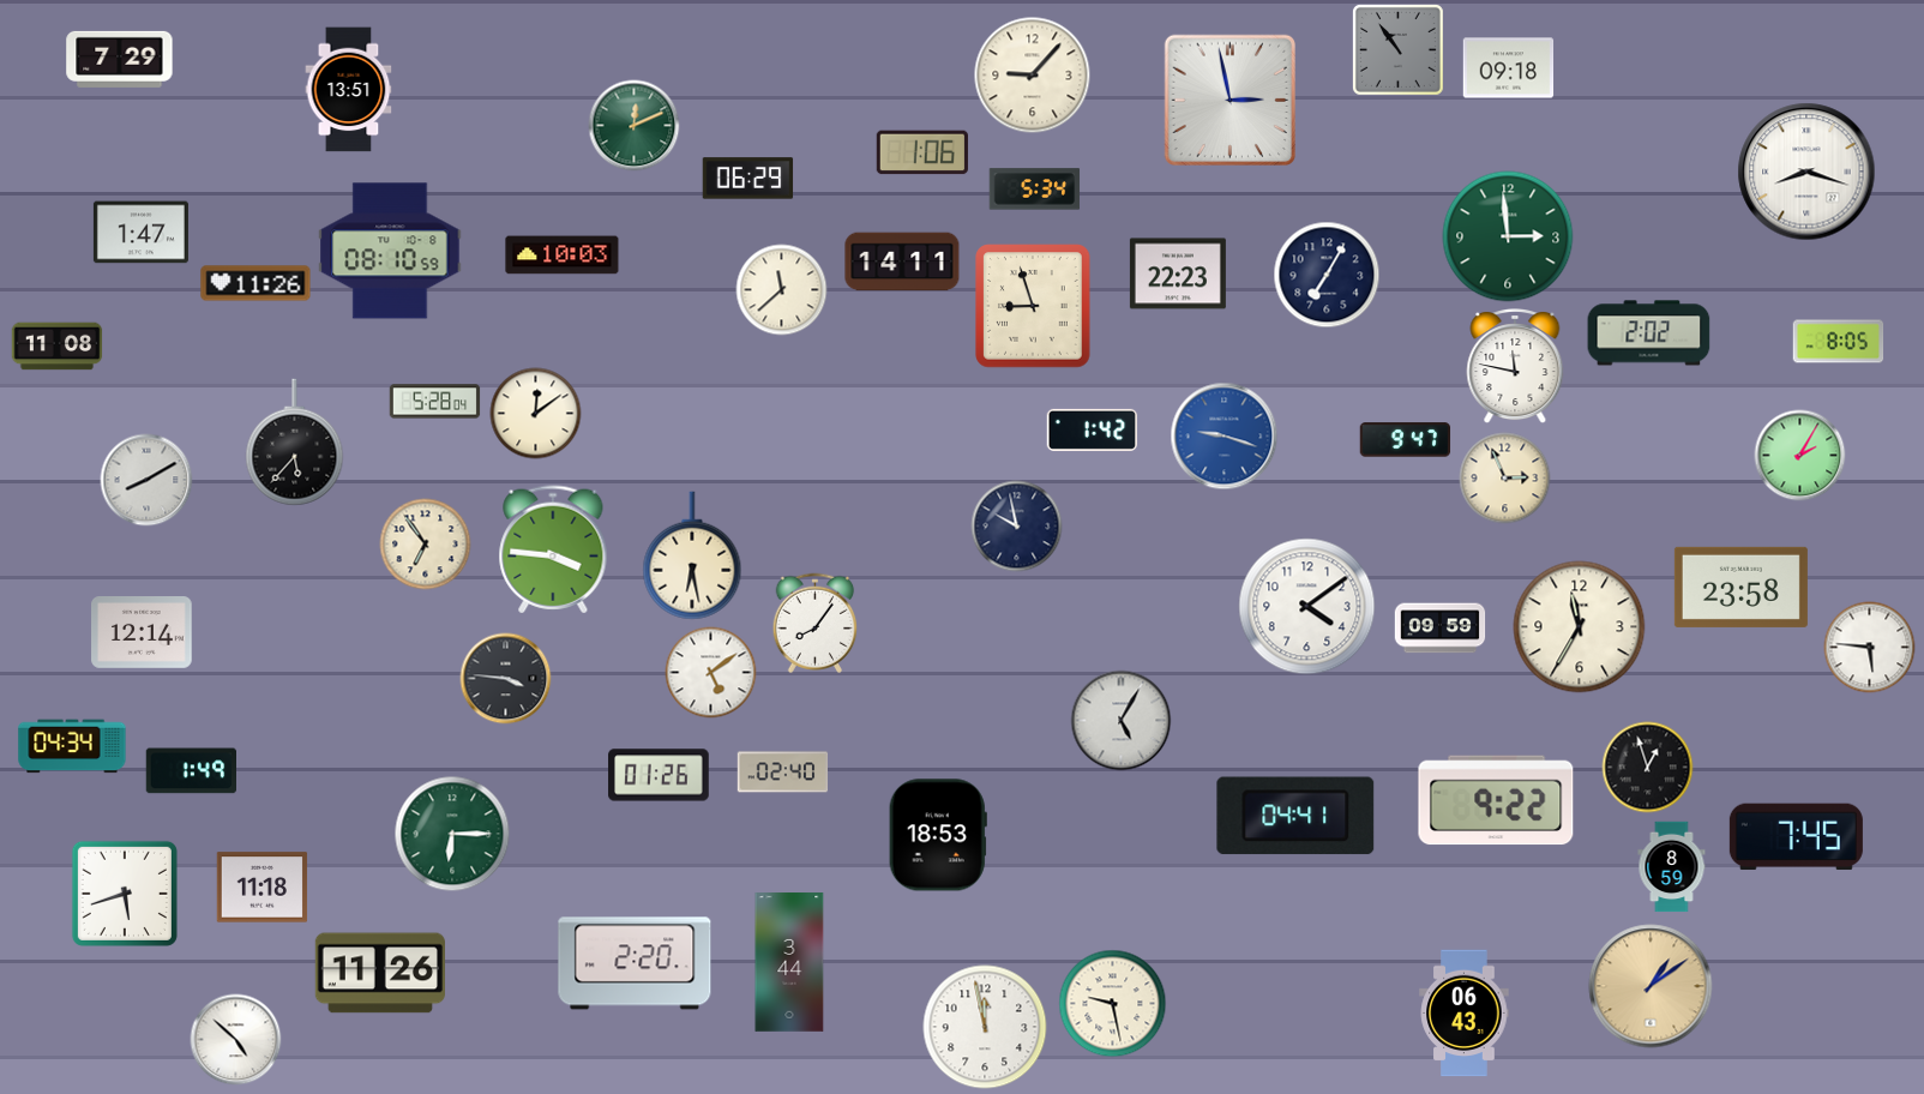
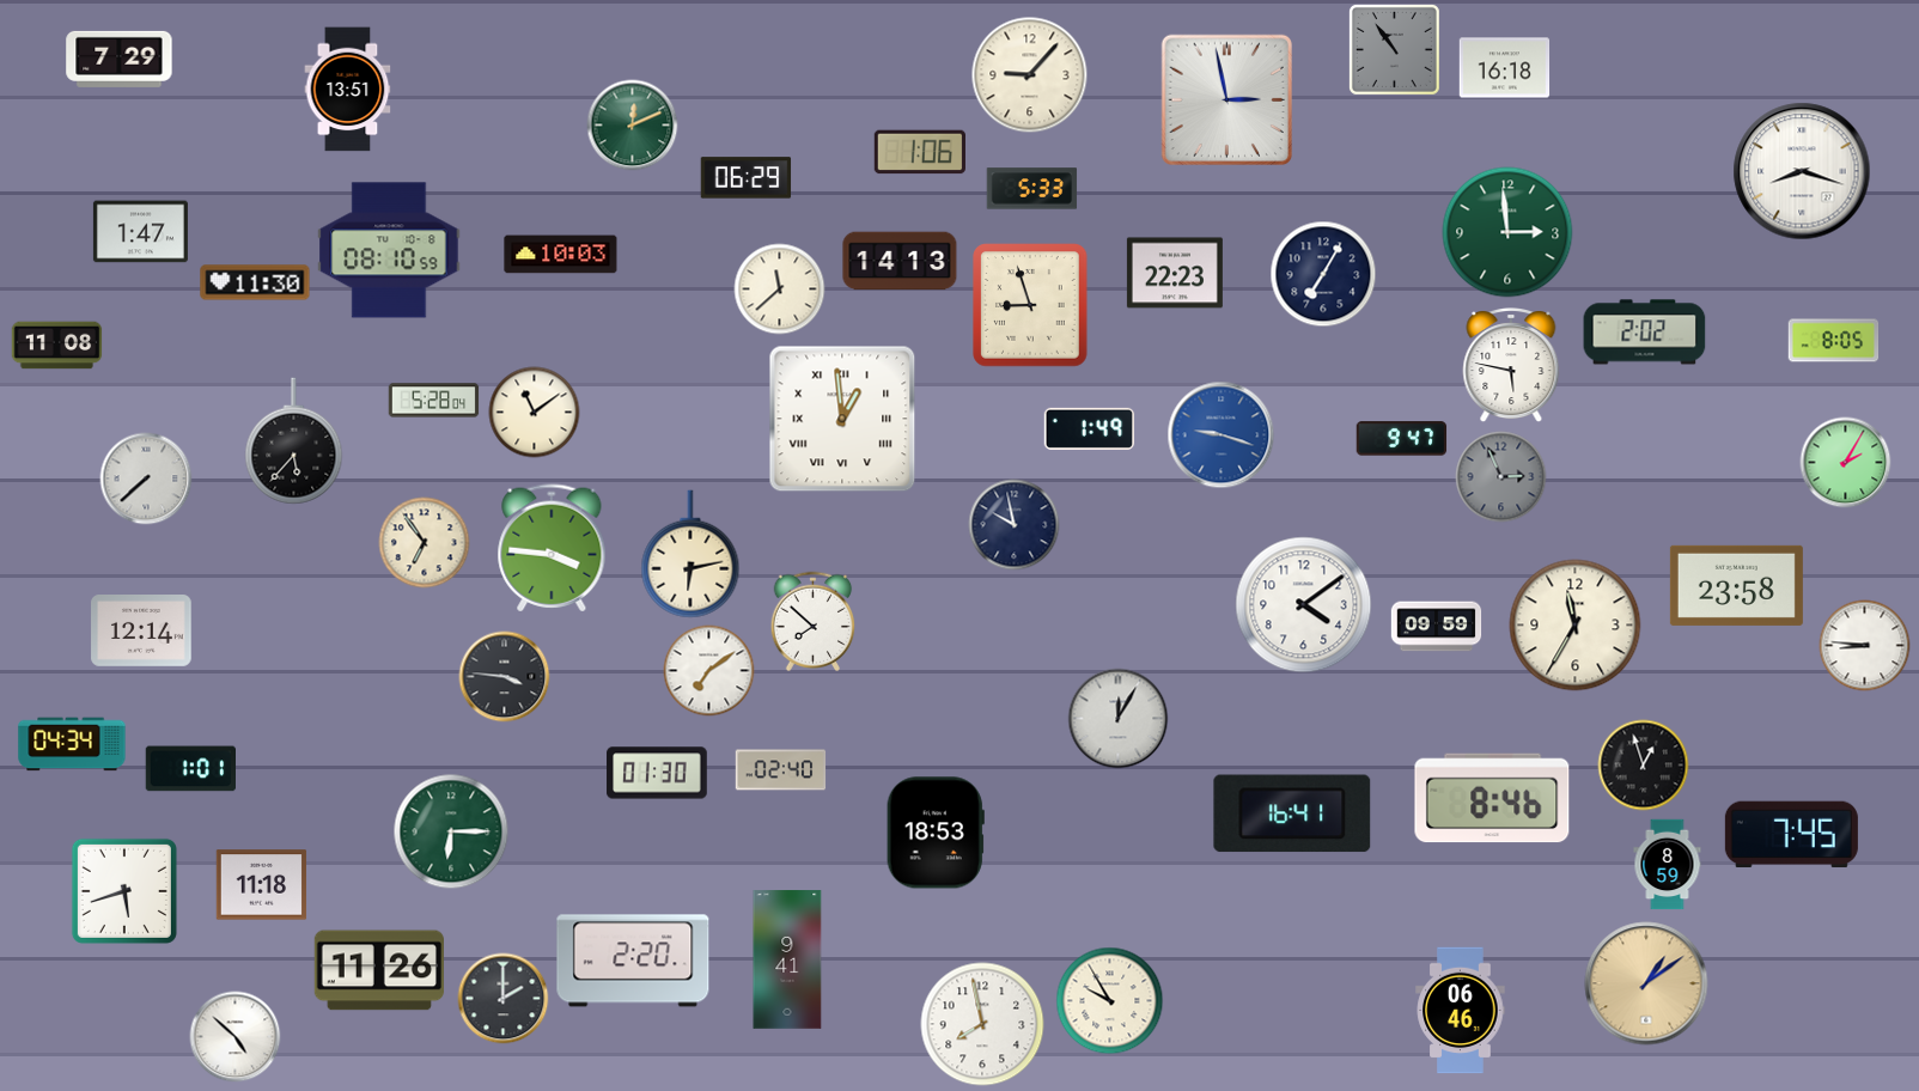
clock at (1509, 68): 09:18 -> 16:18
clock at (1035, 190): 5:34 -> 5:33
clock at (1508, 236) position: (1508, 236) -> (1507, 232)
clock at (902, 262): 14:11 -> 14:13
clock at (255, 283): 11:26 -> 11:30
clock at (1515, 367): 11:47 -> 5:47
clock at (536, 414): 12:09 -> 11:09
clock at (842, 419): none -> 12:59
clock at (1093, 429): 1:42 -> 1:49
clock at (1800, 456) position: (1800, 456) -> (1846, 463)
clock at (1505, 479) dial: cream -> grey
clock at (146, 480): 8:10 -> 7:38
clock at (692, 555): 6:28 -> 6:13
clock at (816, 624): 8:06 -> 7:52
clock at (1870, 648): 5:46 -> 8:46
clock at (711, 673): 5:09 -> 7:09
clock at (1122, 721): 5:05 -> 12:05
clock at (191, 771): 1:49 -> 1:01
clock at (659, 775): 01:26 -> 01:30
clock at (1496, 800): 9:22 -> 8:46
clock at (1295, 816): 04:41 -> 16:41
clock at (789, 962): 3:44 -> 9:41
clock at (504, 999): none -> 2:00
clock at (1113, 1004): 9:28 -> 9:55
clock at (1465, 1014): 06:43 -> 06:46
clock at (985, 1027): 11:58 -> 7:58
